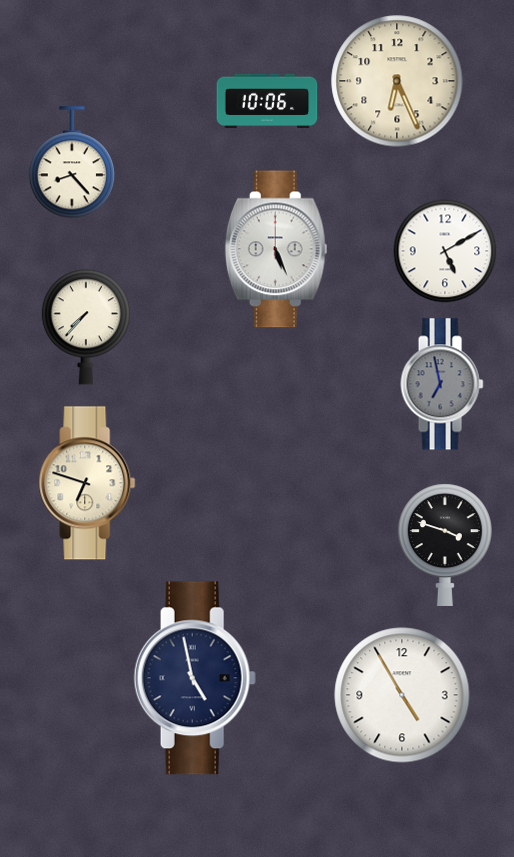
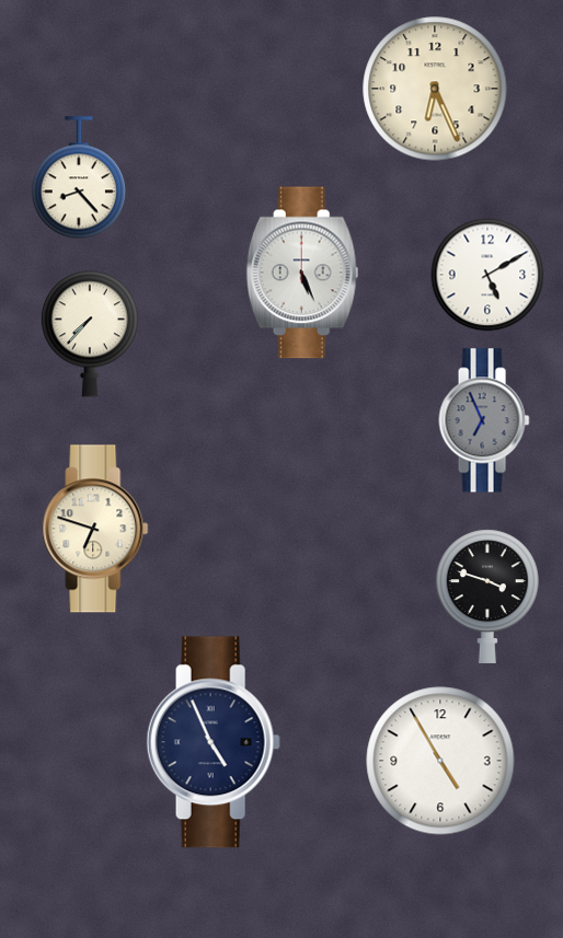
clock at (267, 101): 10:06 -> none
clock at (86, 327) position: (86, 327) -> (90, 334)
clock at (442, 384): 6:58 -> 6:56
clock at (195, 678): 4:58 -> 4:56
